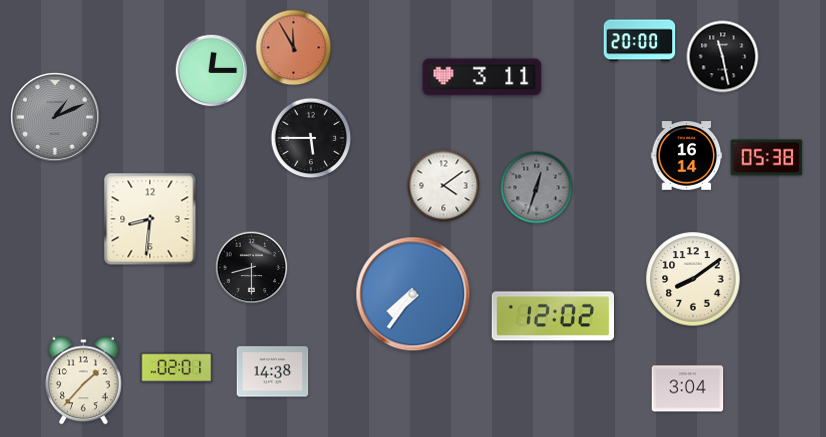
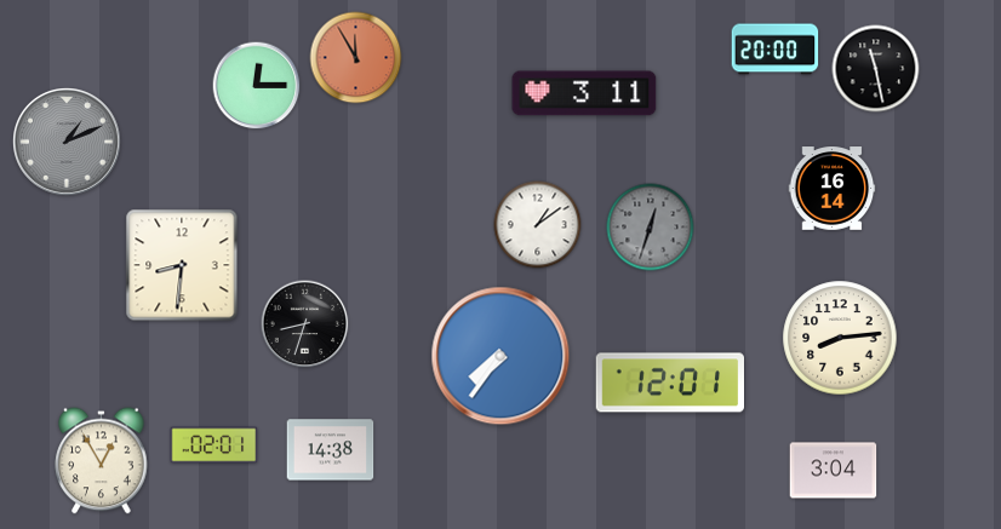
clock at (311, 138): 5:45 -> none
clock at (767, 158): 05:38 -> none
clock at (444, 186): 4:09 -> 1:09
clock at (252, 268): 8:30 -> 8:33
clock at (693, 279): 8:09 -> 8:14
clock at (552, 316): 12:02 -> 12:01
clock at (84, 381): 1:37 -> 12:55
